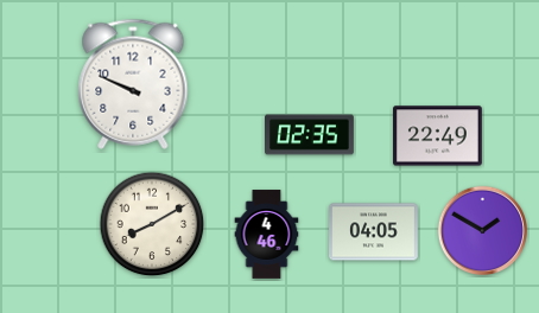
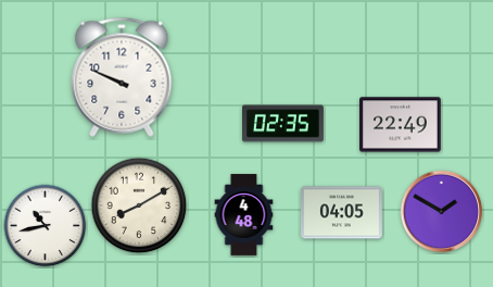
clock at (267, 235): 4:46 -> 4:48
clock at (46, 226): none -> 10:43
